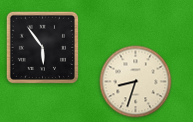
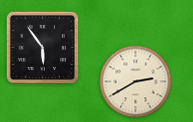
clock at (136, 82): 8:33 -> 2:40
